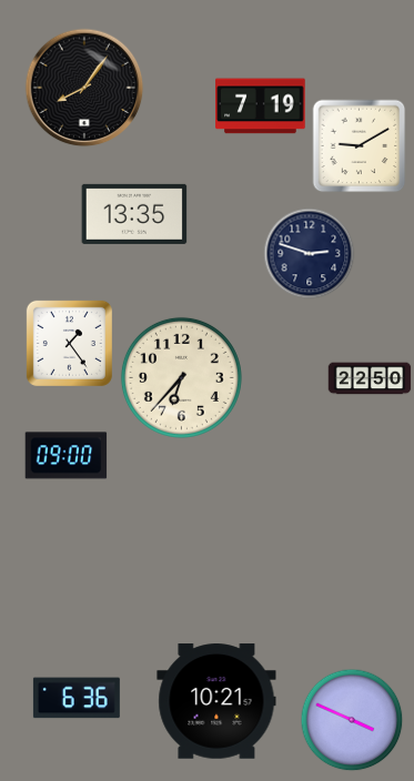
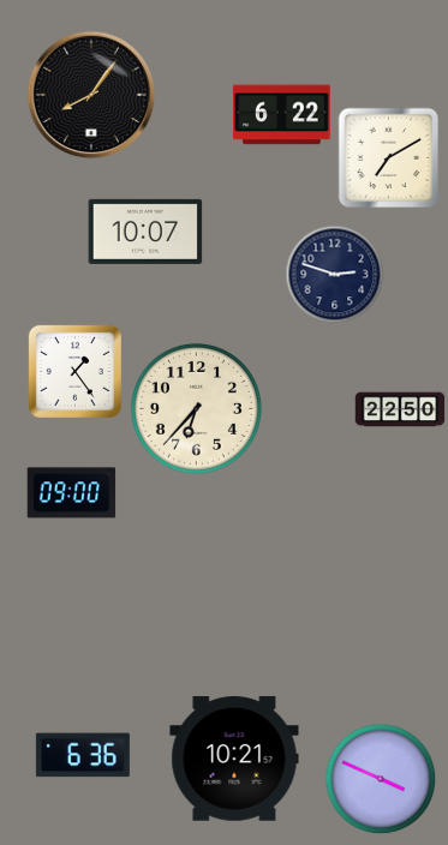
clock at (261, 106): 7:19 -> 6:22
clock at (360, 146): 9:10 -> 7:10
clock at (134, 214): 13:35 -> 10:07
